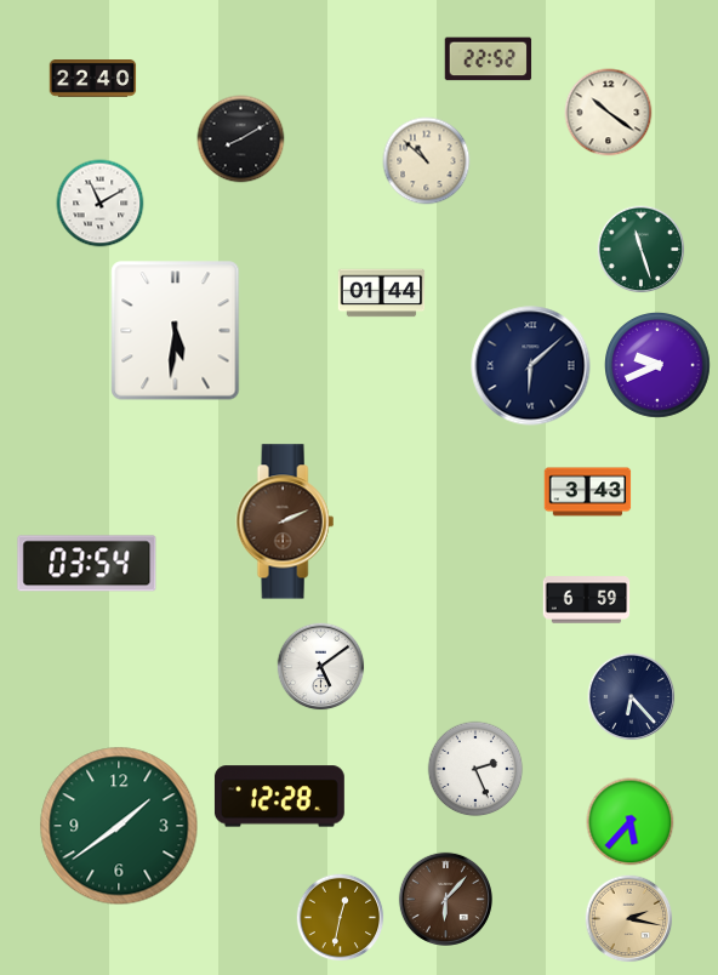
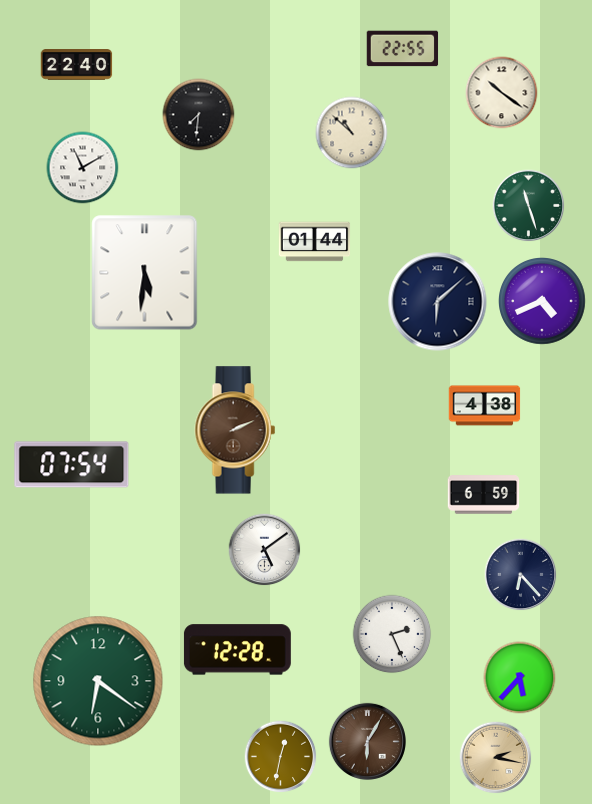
clock at (489, 59): 22:52 -> 22:55
clock at (241, 139): 8:10 -> 7:31
clock at (659, 366): 9:41 -> 4:41
clock at (588, 492): 3:43 -> 4:38
clock at (87, 564): 03:54 -> 07:54
clock at (279, 797) position: (279, 797) -> (237, 650)
clock at (119, 826): 1:39 -> 6:21
clock at (445, 899): 6:07 -> 6:05
clock at (629, 919) position: (629, 919) -> (496, 758)
